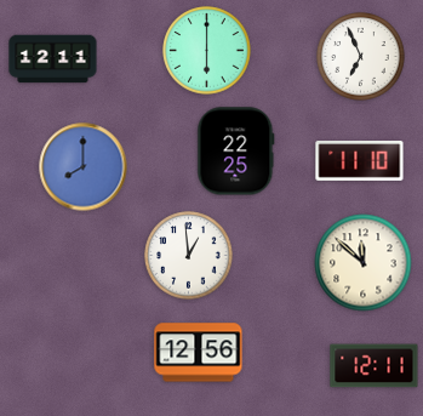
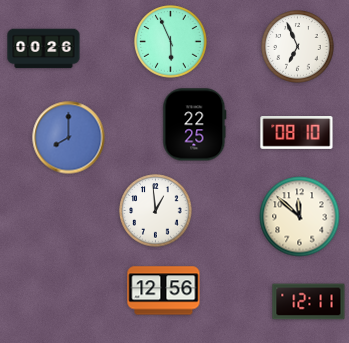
clock at (207, 51): 6:00 -> 5:56
clock at (53, 59): 12:11 -> 00:26
clock at (360, 161): 11:10 -> 08:10
